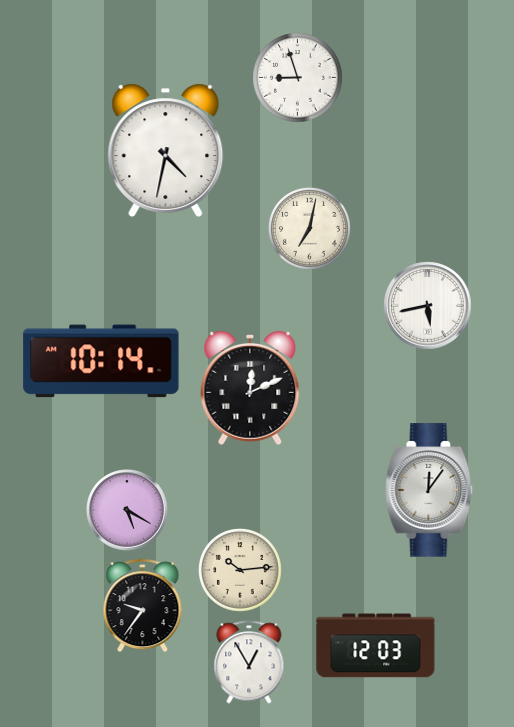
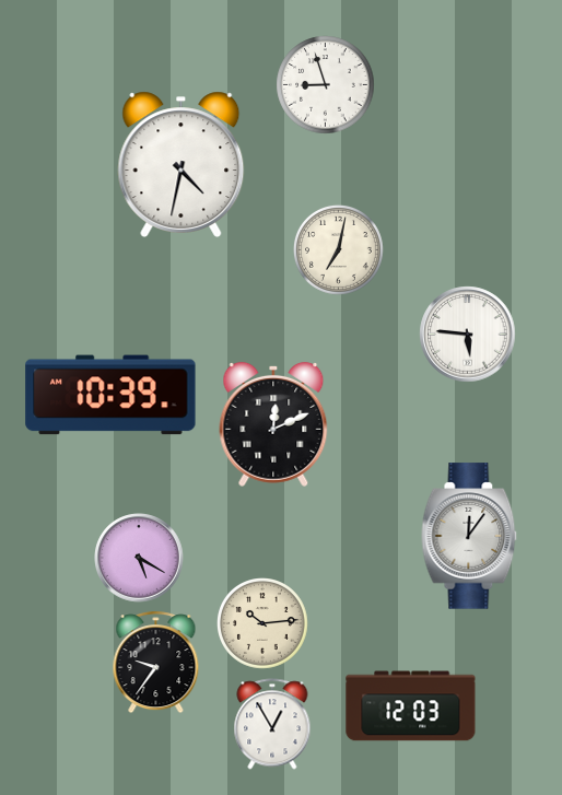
clock at (428, 306): 5:43 -> 5:46
clock at (101, 361): 10:14 -> 10:39
